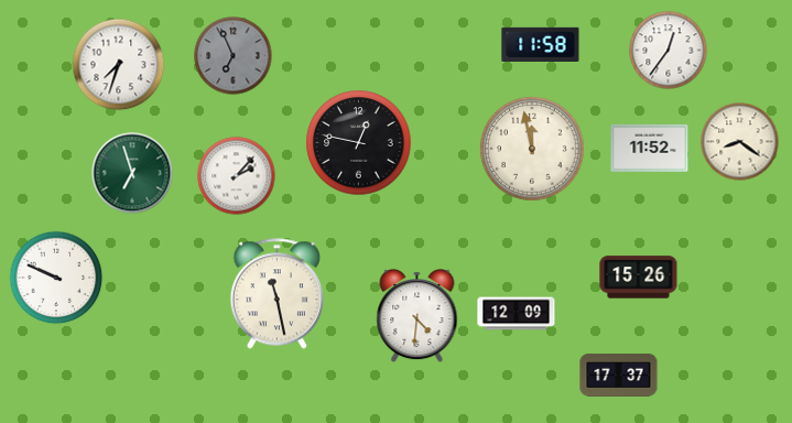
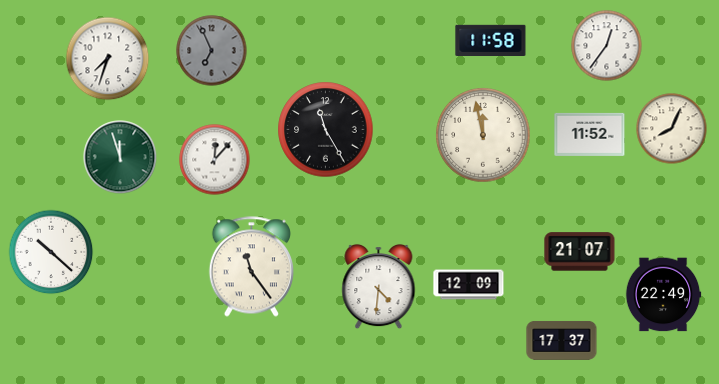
clock at (740, 142): 8:21 -> 8:04
clock at (359, 143): 12:47 -> 11:25
clock at (132, 173): 6:57 -> 11:57
clock at (237, 176): 2:07 -> 12:07
clock at (56, 278): 9:49 -> 10:22
clock at (639, 278): 15:26 -> 21:07
clock at (276, 294): 11:28 -> 11:24
clock at (663, 295): none -> 22:49
